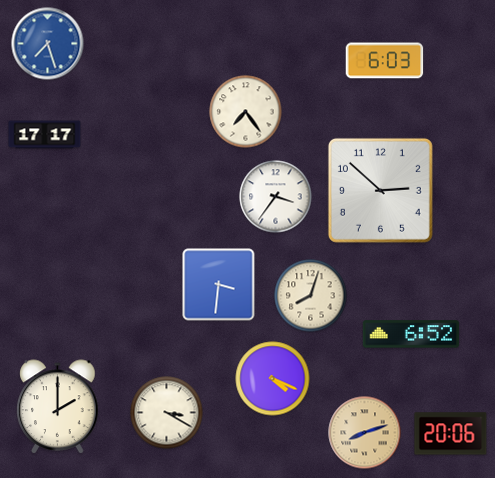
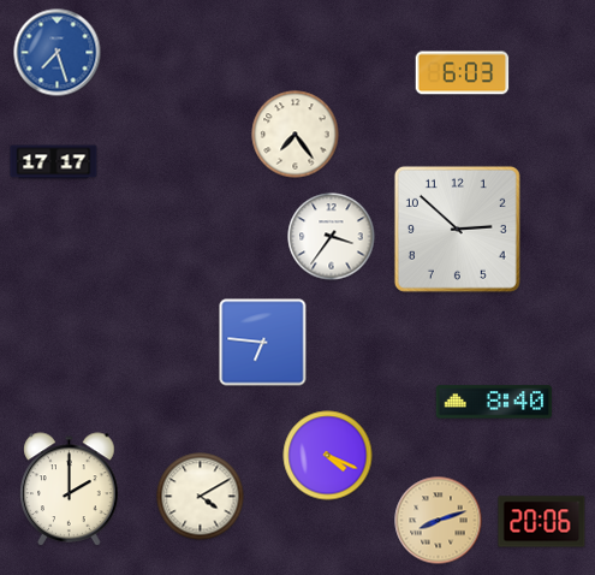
clock at (219, 285): 3:31 -> 6:46
clock at (311, 296): 8:03 -> none
clock at (411, 334): 6:52 -> 8:40
clock at (167, 413): 3:20 -> 4:10
